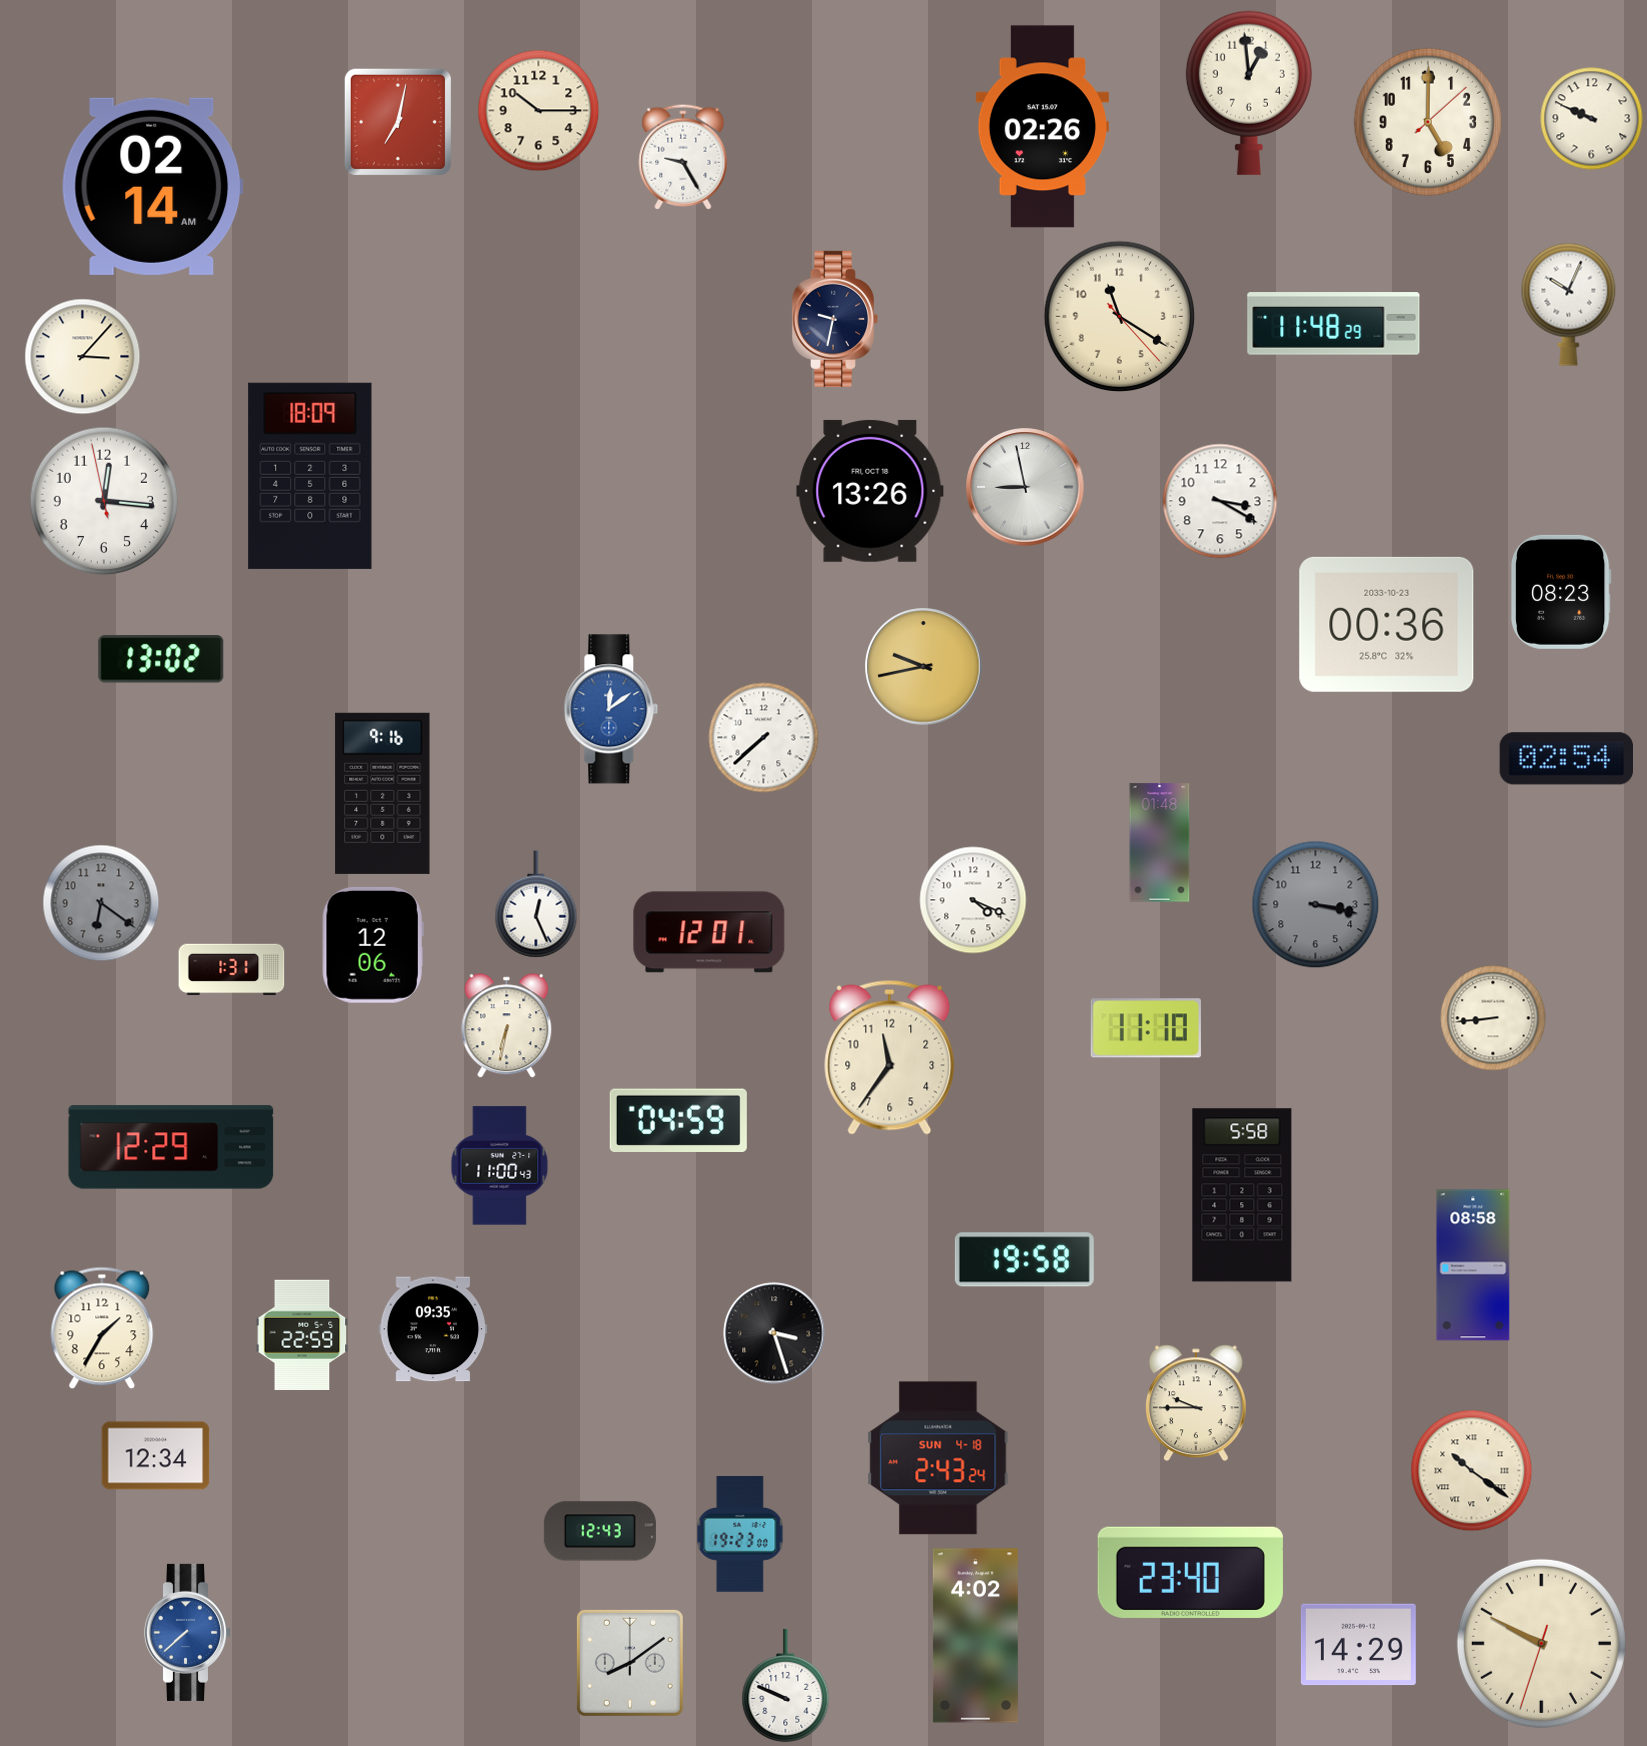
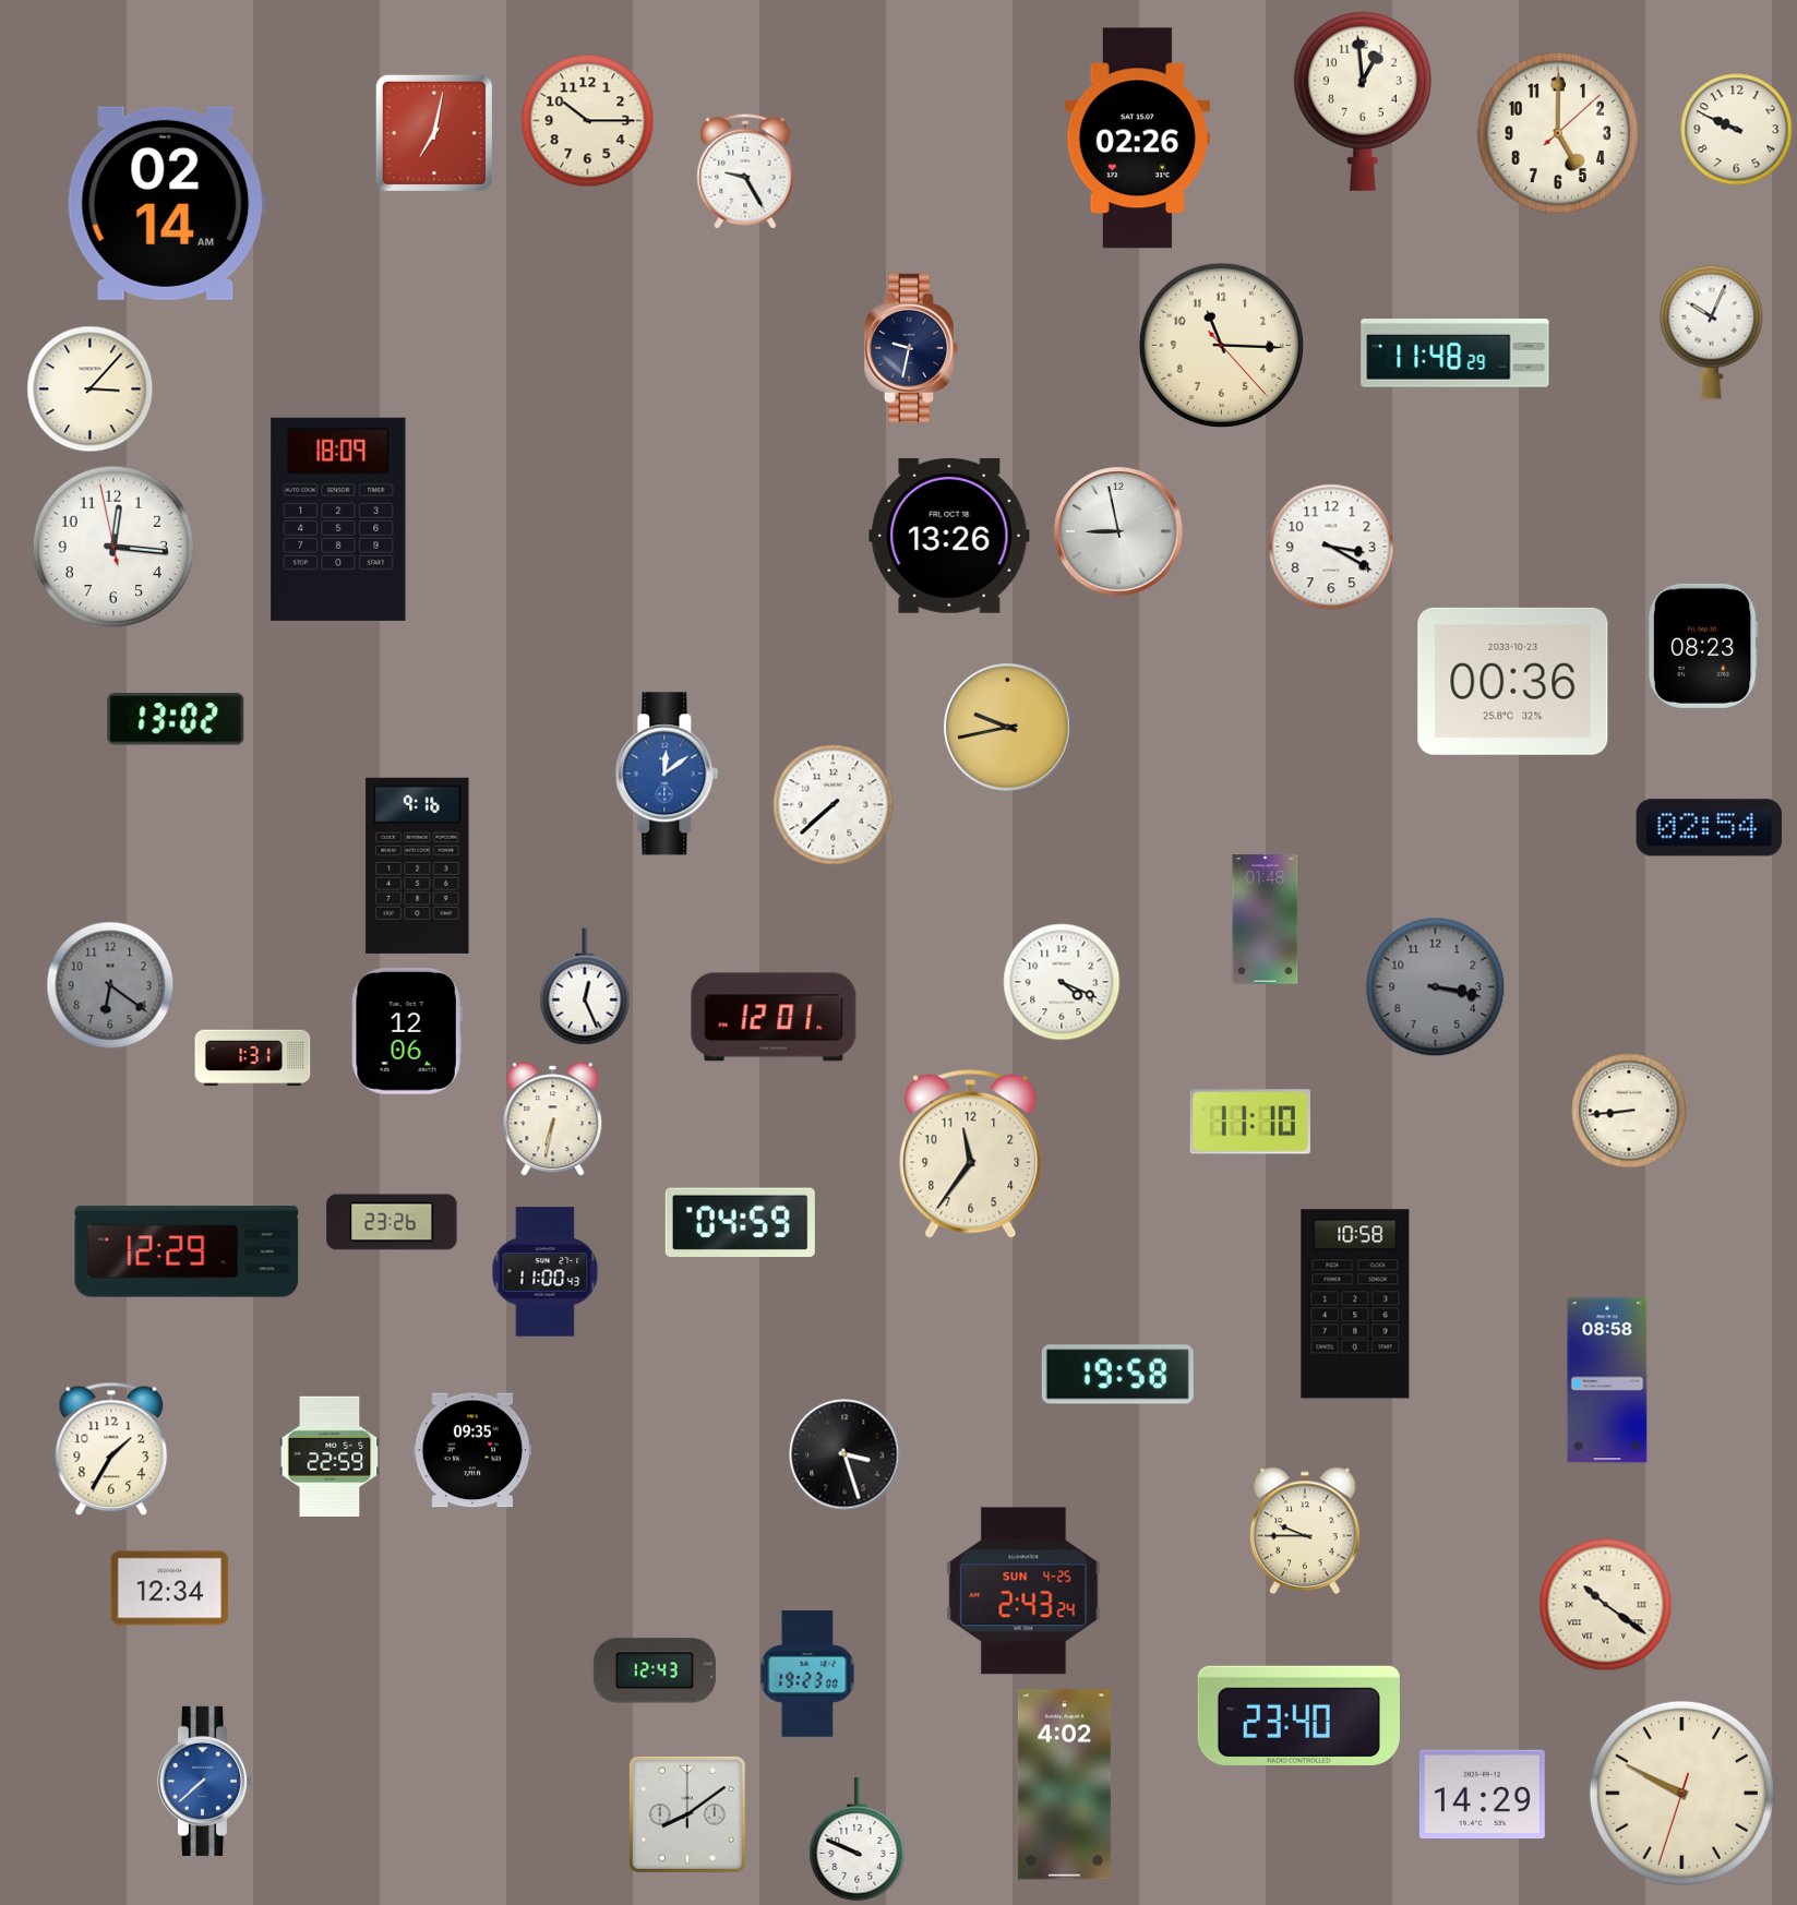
clock at (1120, 317): 11:20 -> 11:15
clock at (392, 1222): none -> 23:26
clock at (1242, 1195): 5:58 -> 10:58
clock at (938, 1458) date: SUN 4-18 -> SUN 4-25
